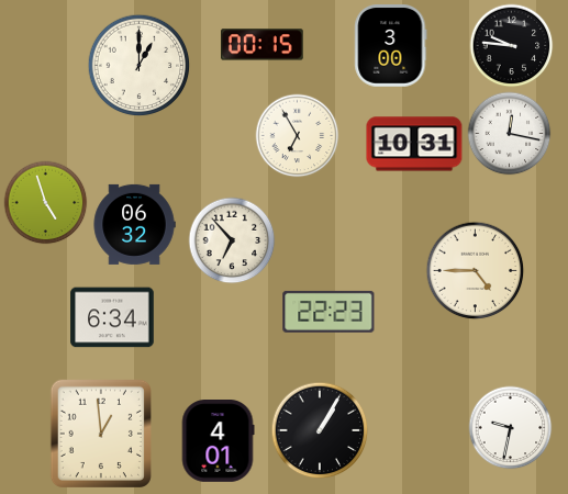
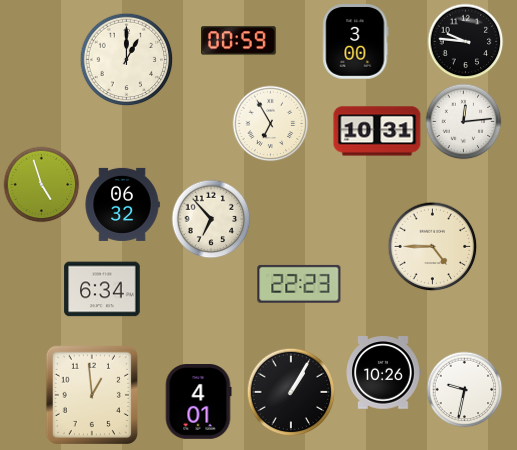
clock at (263, 45): 00:15 -> 00:59
clock at (510, 134): 12:17 -> 12:14
clock at (383, 373): none -> 10:26
